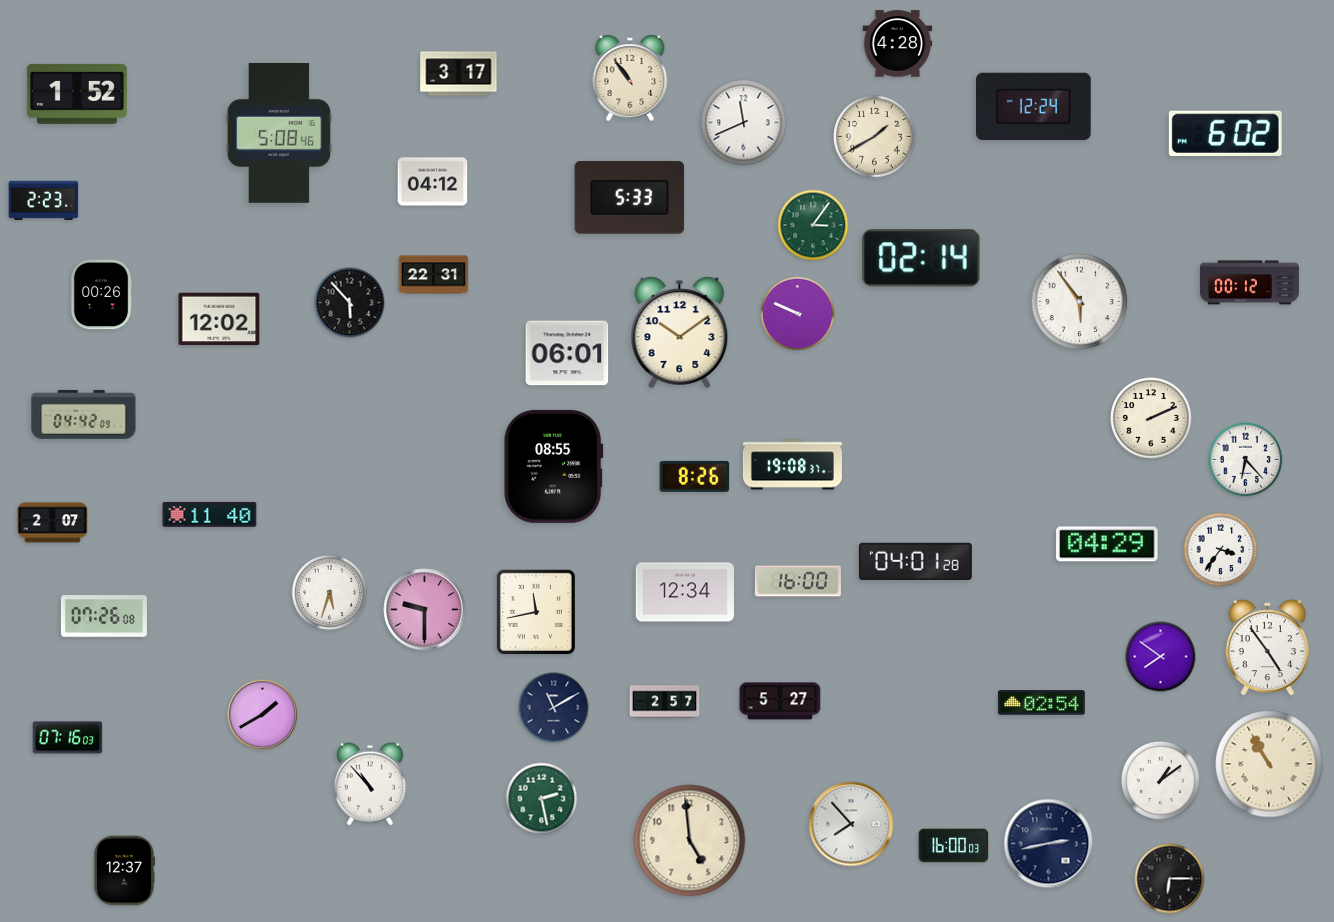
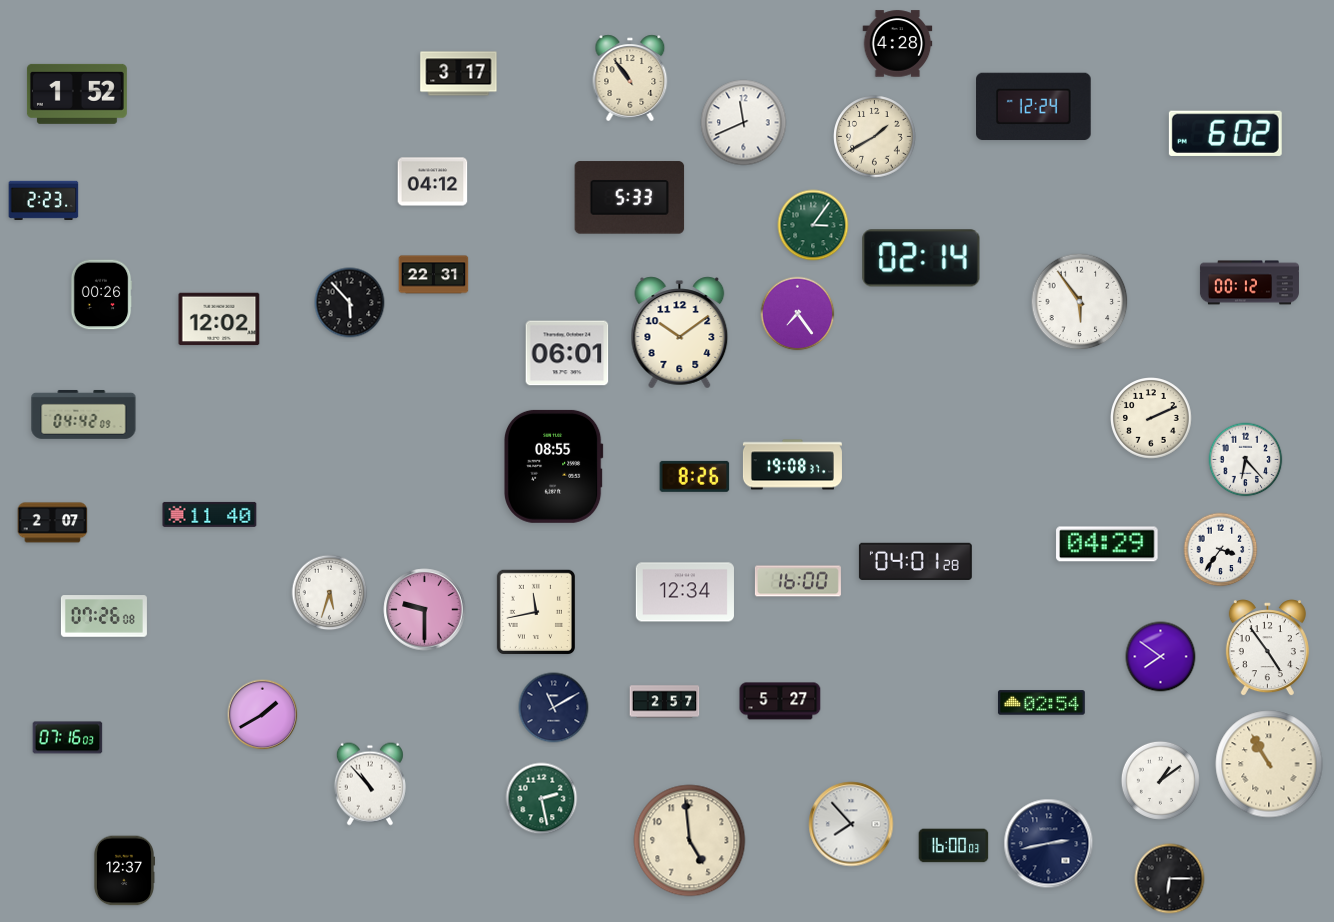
clock at (278, 133): 5:08 -> none
clock at (798, 314): 9:49 -> 7:24
